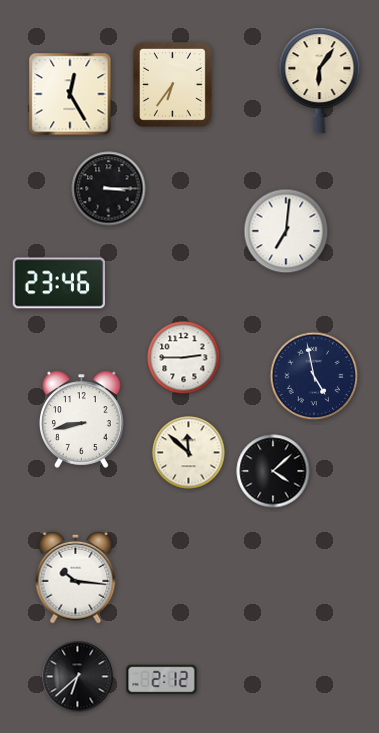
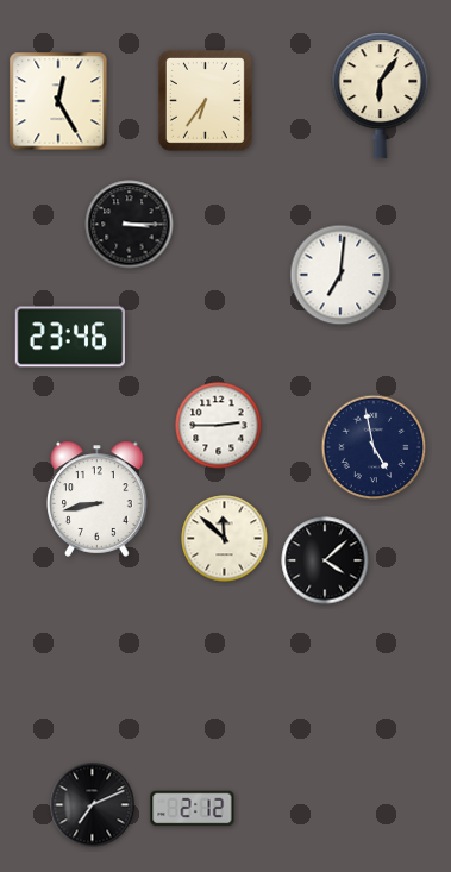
clock at (70, 94) position: (70, 94) -> (58, 101)
clock at (76, 577): 10:16 -> none
clock at (78, 677): 6:38 -> 7:11
